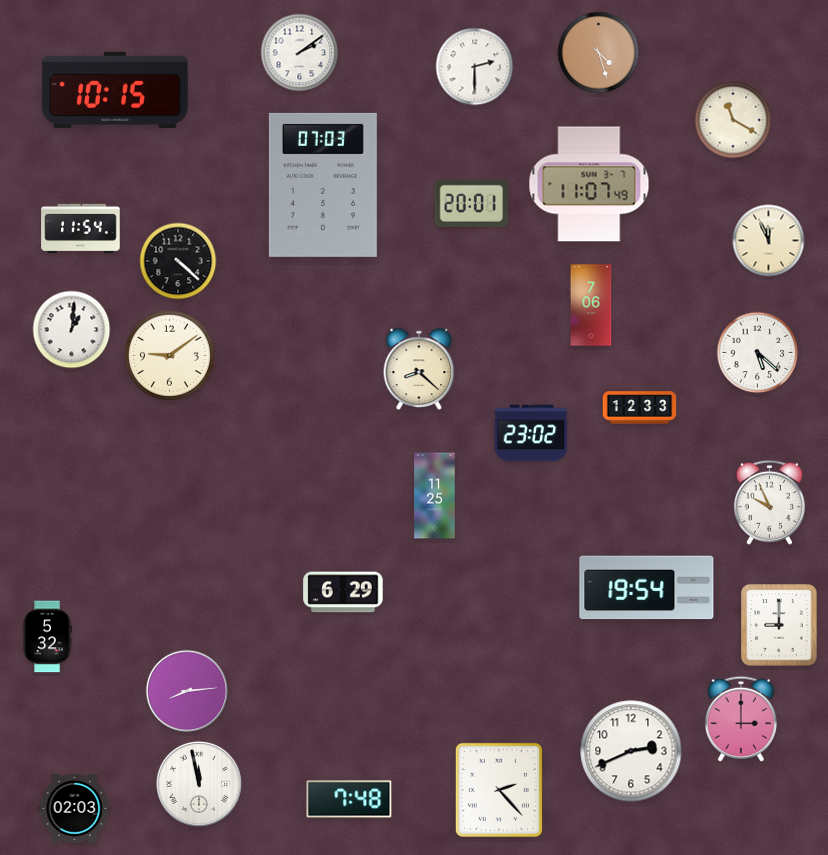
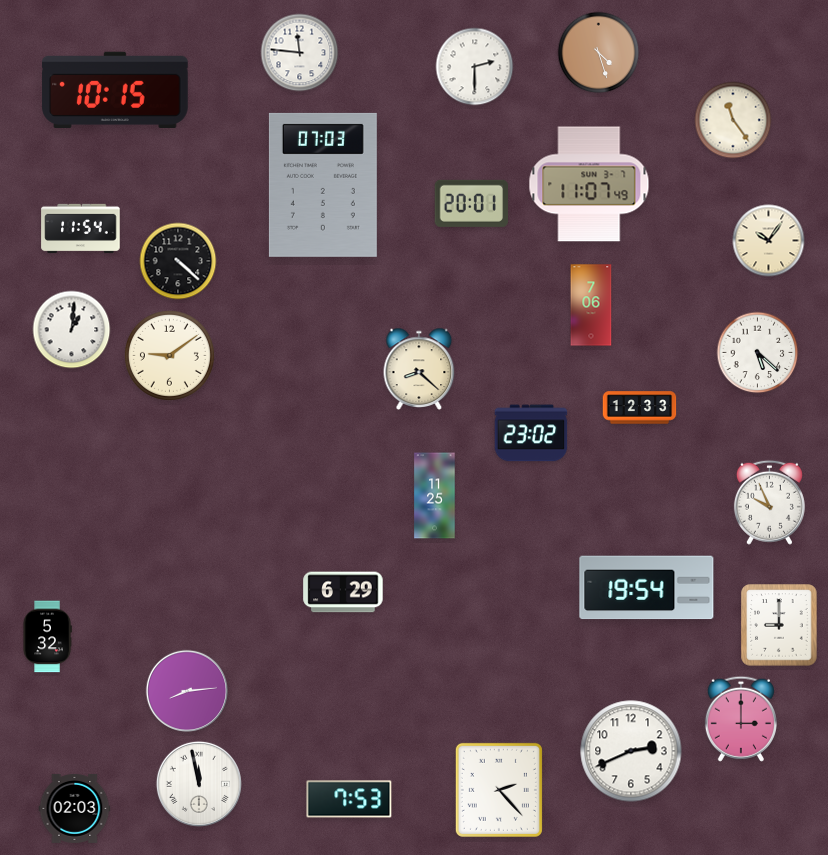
clock at (300, 53): 2:09 -> 11:46
clock at (733, 120): 11:20 -> 11:24
clock at (769, 241): 11:56 -> 10:06
clock at (349, 799): 7:48 -> 7:53
